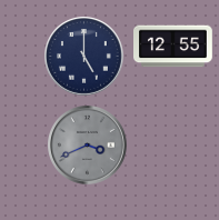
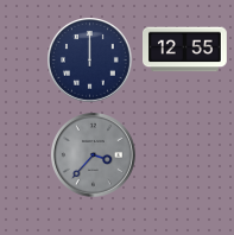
clock at (84, 57): 5:00 -> 12:00
clock at (88, 146): 3:41 -> 3:37
